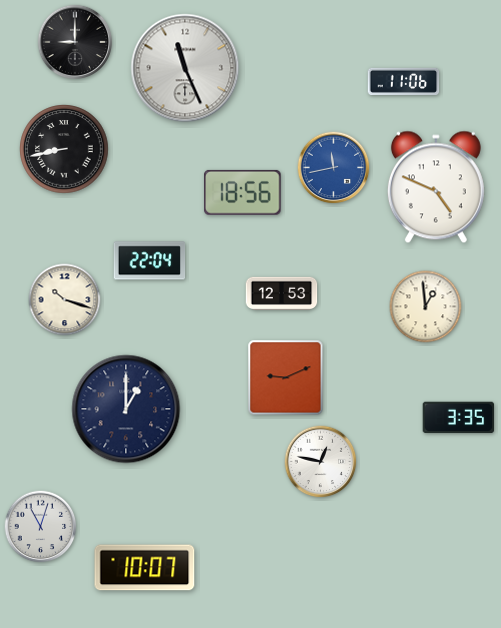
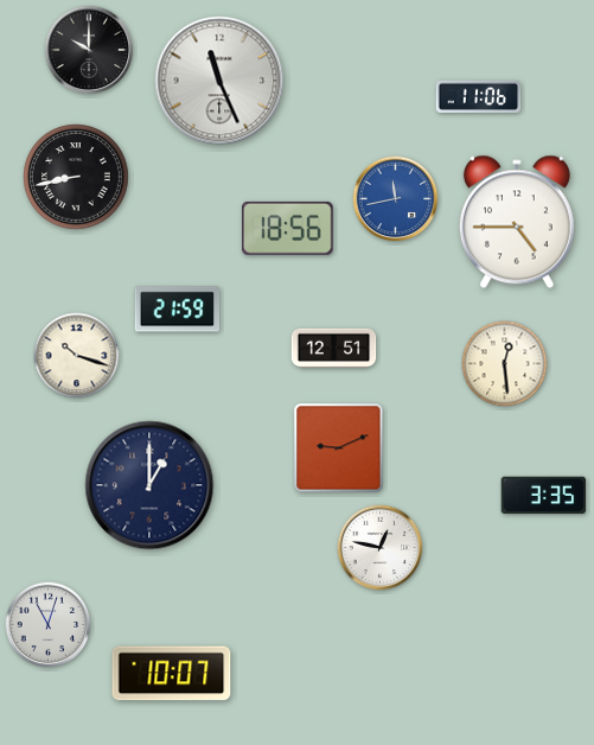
clock at (75, 42): 9:00 -> 10:00
clock at (436, 187): 4:49 -> 4:45
clock at (150, 261): 22:04 -> 21:59
clock at (282, 294): 12:53 -> 12:51
clock at (426, 307): 12:59 -> 12:29
